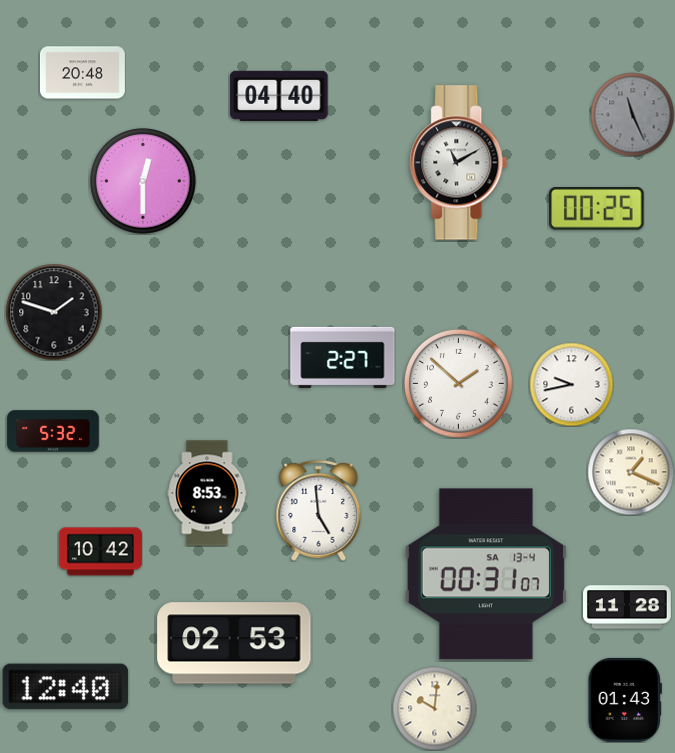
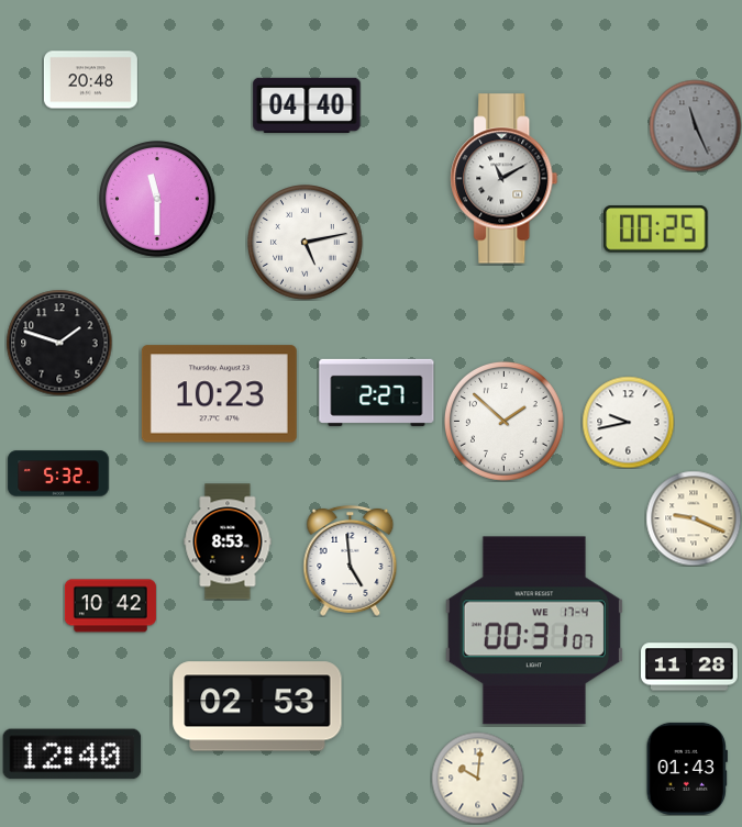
clock at (144, 182): 12:30 -> 11:30
clock at (306, 243): none -> 5:13
clock at (219, 394): none -> 10:23
clock at (631, 472): 1:19 -> 9:19
clock at (486, 574) date: SA 13-4 -> WE 17-4
